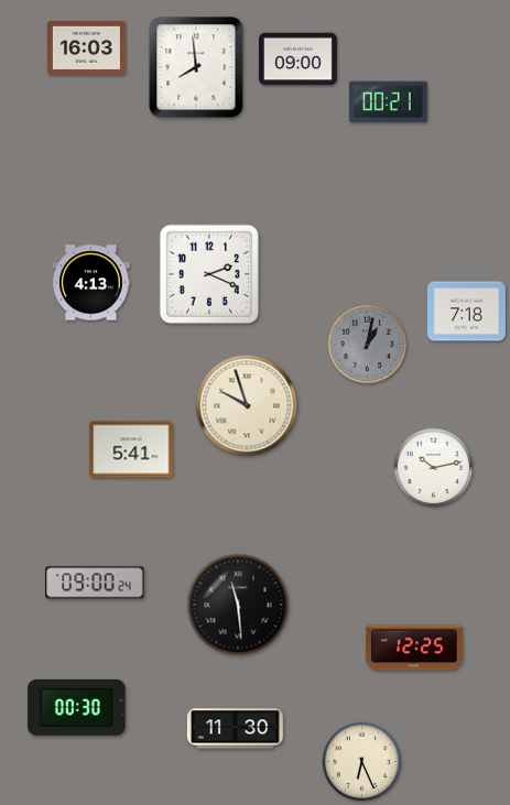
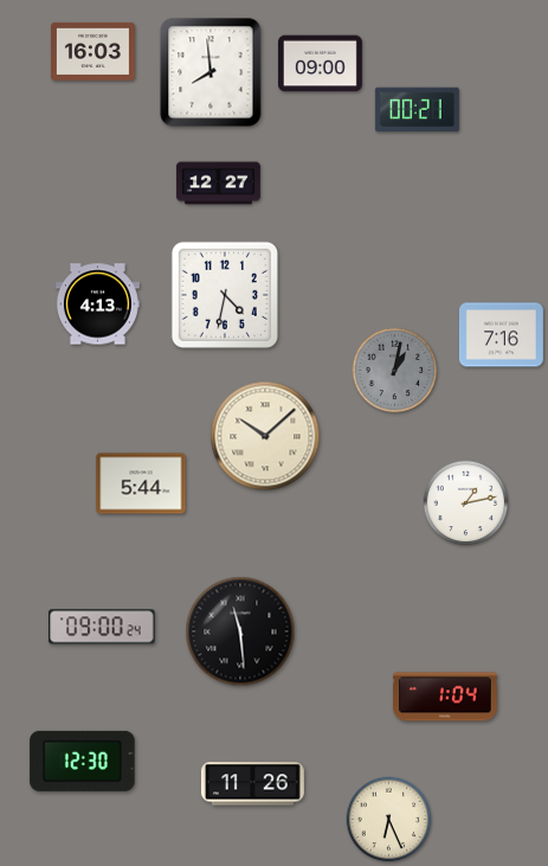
clock at (218, 184): none -> 12:27
clock at (209, 274): 2:19 -> 4:32
clock at (466, 312): 7:18 -> 7:16
clock at (247, 405): 9:57 -> 10:08
clock at (131, 449): 5:41 -> 5:44
clock at (434, 468): 10:13 -> 1:13
clock at (238, 605) position: (238, 605) -> (240, 631)
clock at (414, 648): 12:25 -> 1:04
clock at (77, 707): 00:30 -> 12:30
clock at (235, 729): 11:30 -> 11:26
